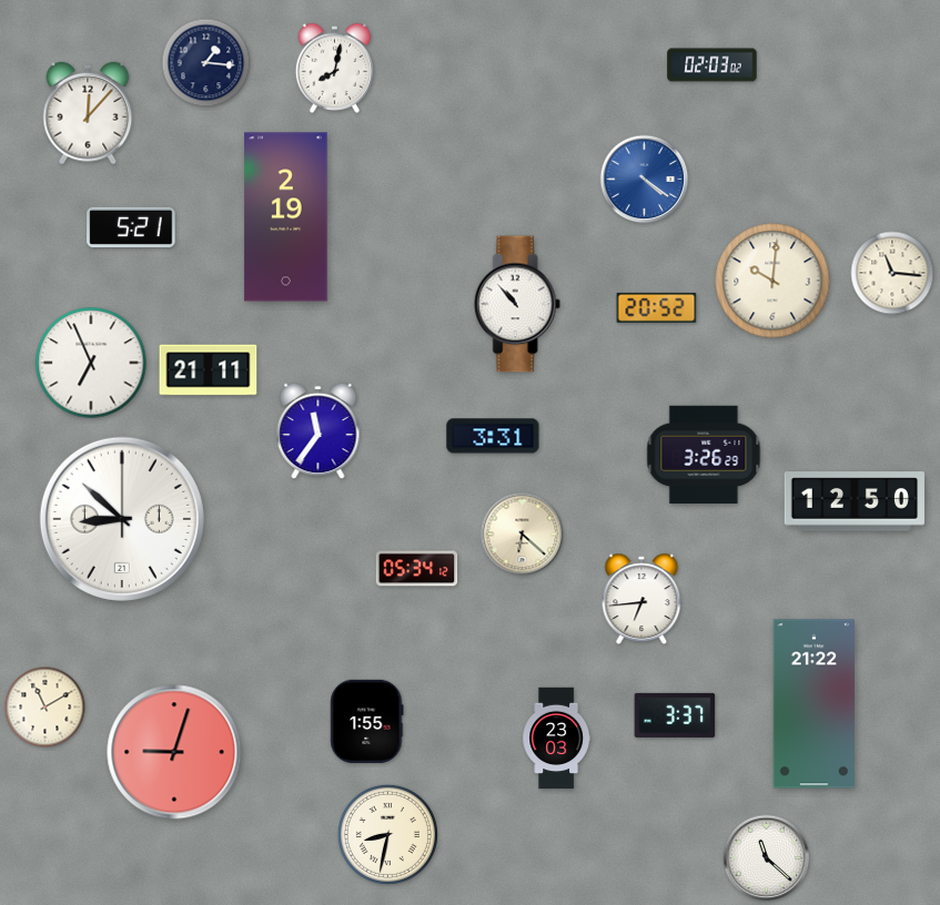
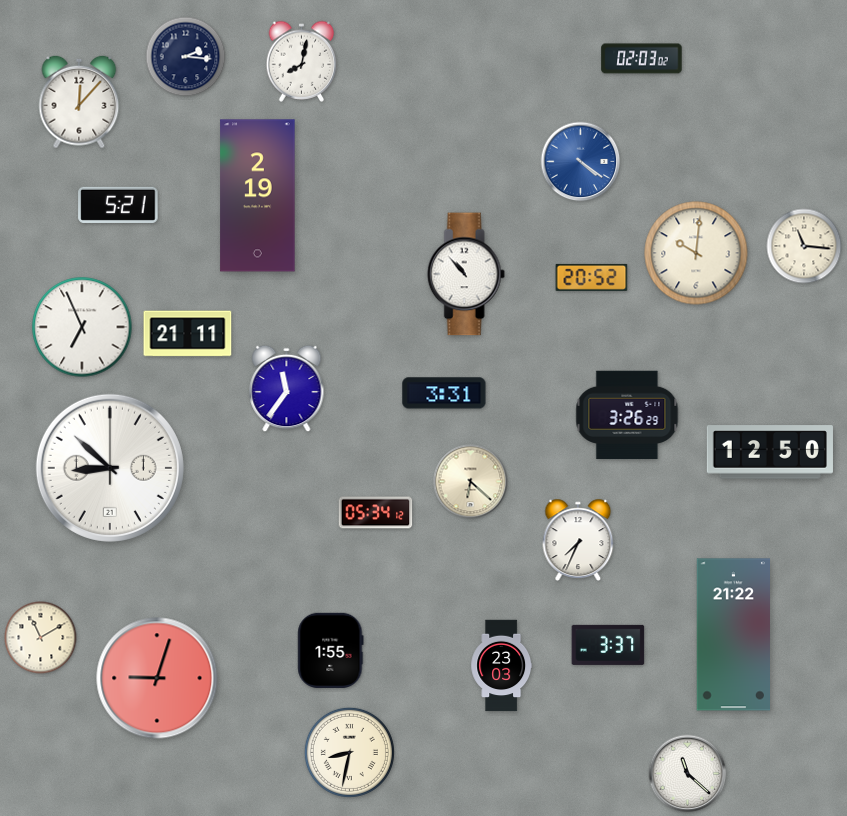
clock at (206, 63): 1:16 -> 2:16
clock at (704, 455) position: (704, 455) -> (627, 415)
clock at (641, 598): 6:44 -> 7:34
clock at (767, 858) position: (767, 858) -> (688, 774)
